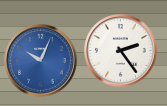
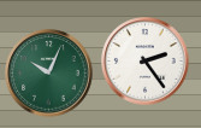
clock at (41, 61) dial: blue -> green
